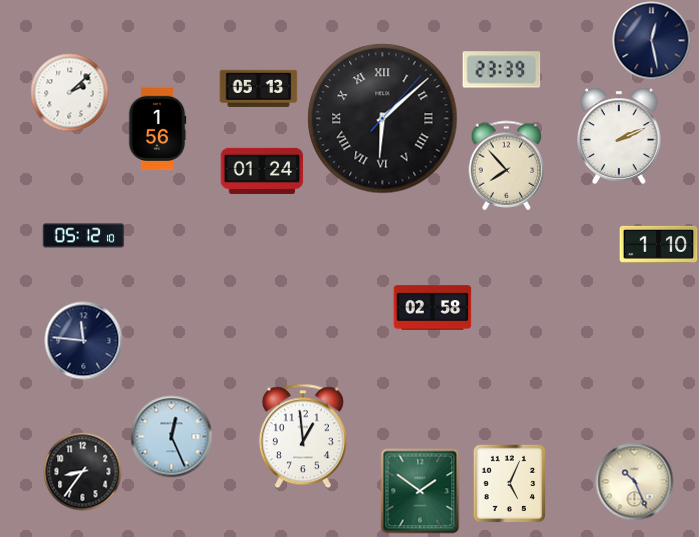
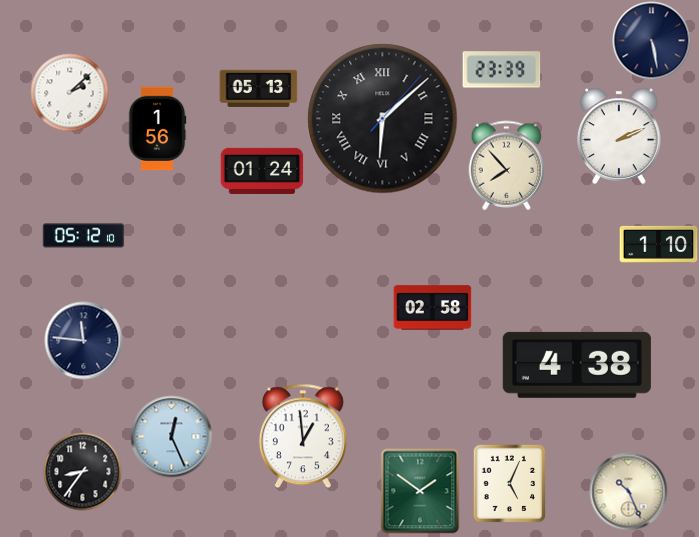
clock at (651, 40): 12:28 -> 5:28
clock at (577, 365): none -> 4:38
clock at (634, 481) position: (634, 481) -> (628, 491)
